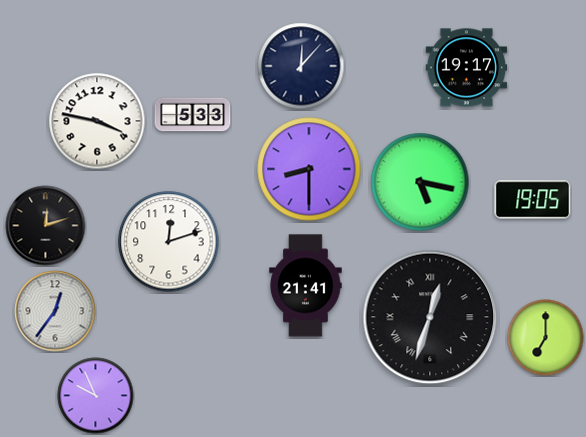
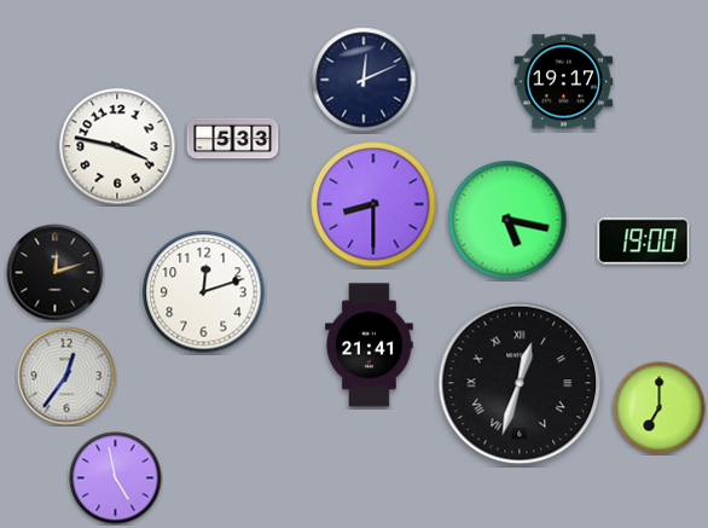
clock at (301, 66): 12:07 -> 12:11
clock at (533, 200): 19:05 -> 19:00
clock at (96, 396): 9:56 -> 4:58
